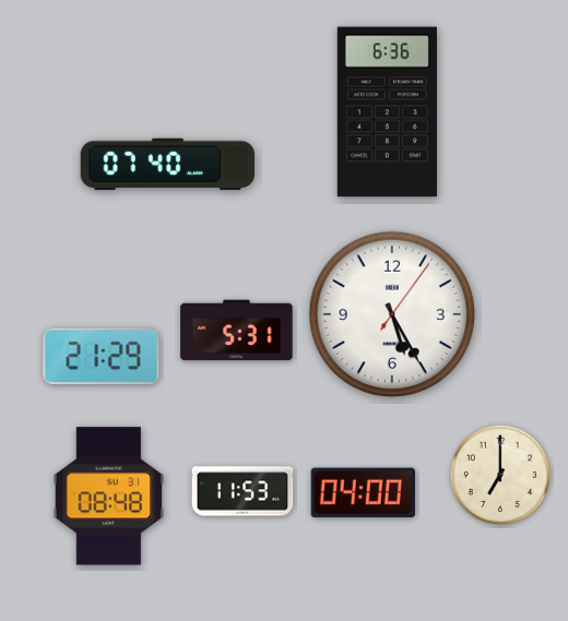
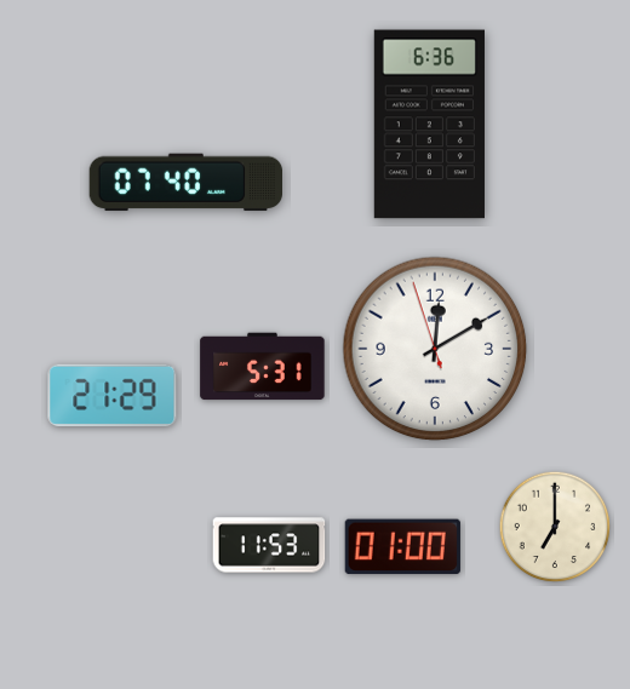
clock at (392, 314): 5:25 -> 12:09
clock at (363, 493): 04:00 -> 01:00
clock at (109, 497): 08:48 -> none
